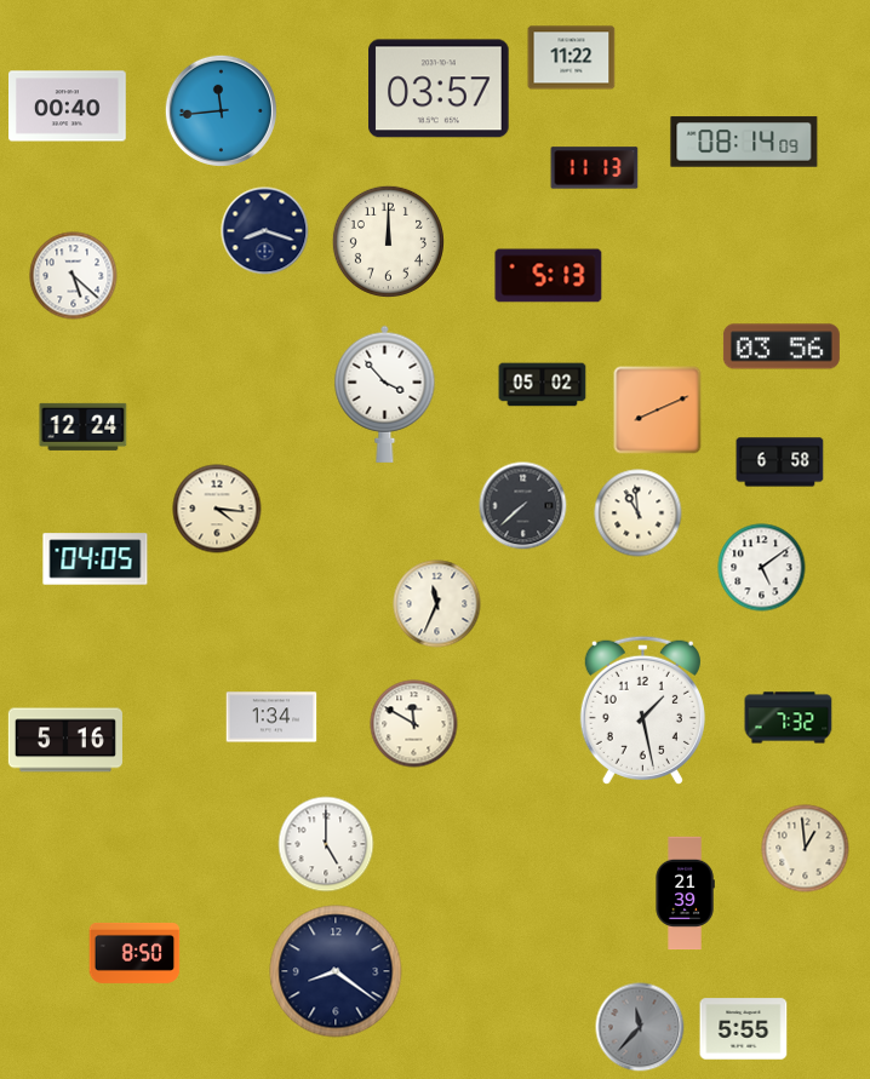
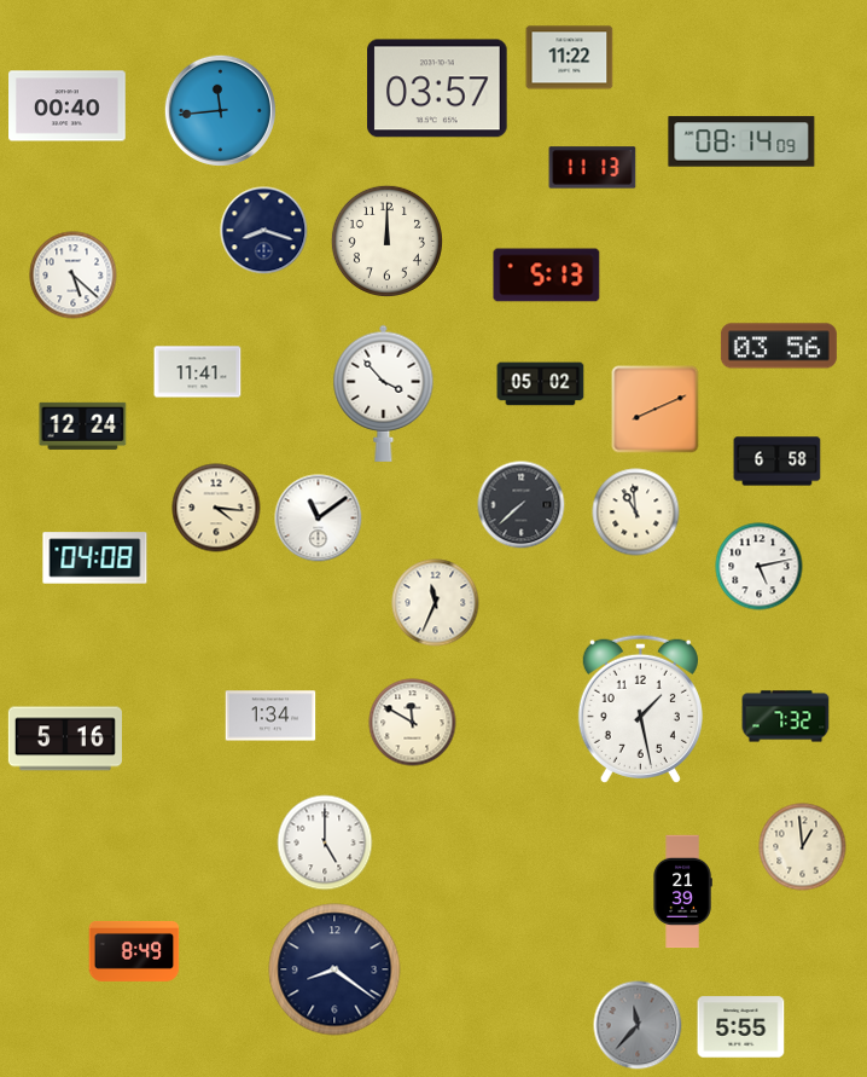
clock at (198, 372): none -> 11:41
clock at (319, 519): none -> 11:09
clock at (96, 559): 04:05 -> 04:08
clock at (762, 568): 5:09 -> 5:13
clock at (134, 953): 8:50 -> 8:49
